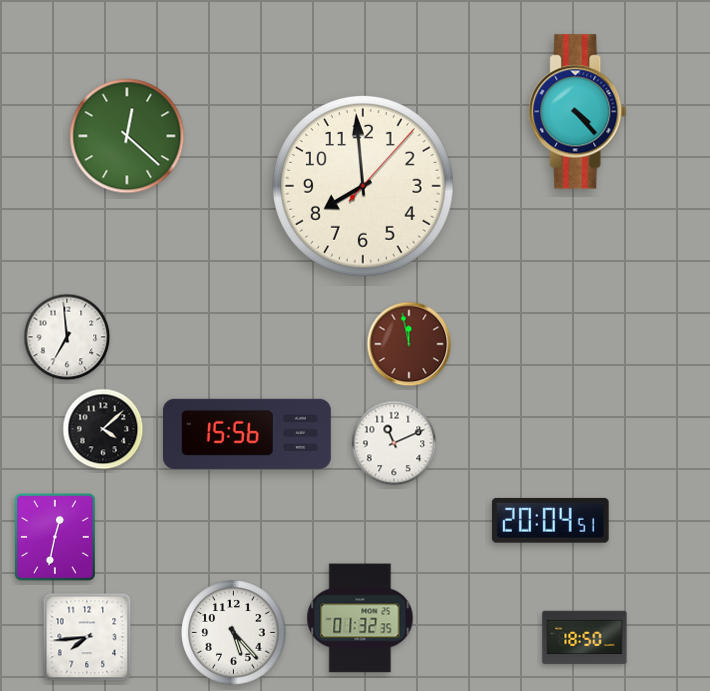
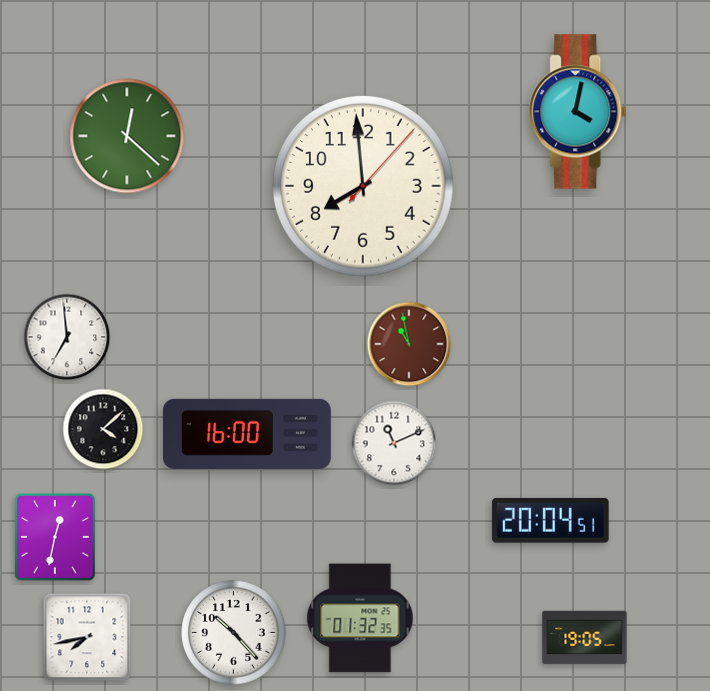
clock at (578, 112): 4:23 -> 4:02
clock at (409, 344): 11:58 -> 10:58
clock at (247, 434): 15:56 -> 16:00
clock at (234, 633): 5:23 -> 10:23
clock at (87, 637): 7:44 -> 7:43
clock at (585, 638): 18:50 -> 19:05
